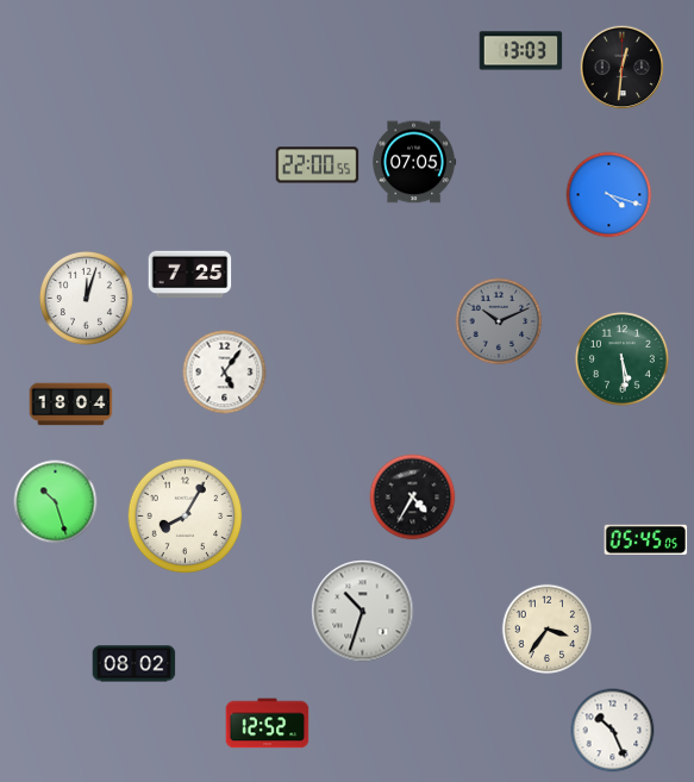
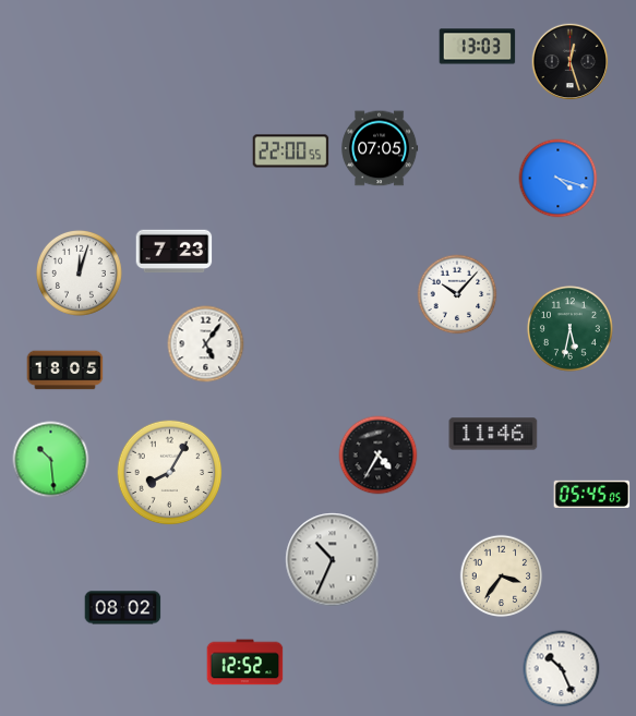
clock at (623, 68): 12:31 -> 12:27
clock at (190, 275): 7:25 -> 7:23
clock at (499, 321): 10:11 -> 10:07
clock at (499, 321) dial: grey -> white
clock at (621, 358): 5:29 -> 5:32
clock at (225, 373) position: (225, 373) -> (206, 344)
clock at (71, 405): 18:04 -> 18:05
clock at (493, 434): none -> 11:46
clock at (56, 502): 10:27 -> 10:29
clock at (363, 612): 10:33 -> 10:34
